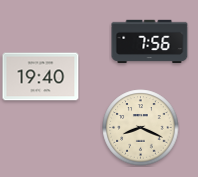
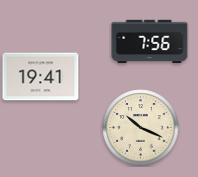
clock at (41, 77): 19:40 -> 19:41
clock at (141, 128): 8:19 -> 10:19
